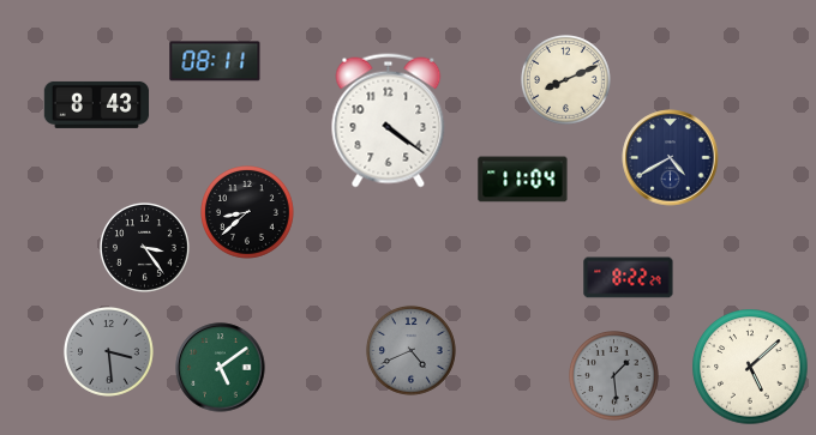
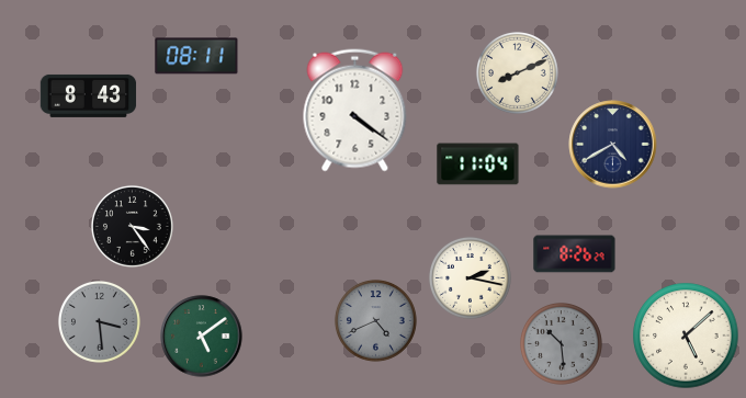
clock at (248, 213): 8:38 -> none
clock at (629, 278): 8:22 -> 8:26
clock at (471, 278): none -> 2:17
clock at (614, 376): 1:29 -> 10:29
